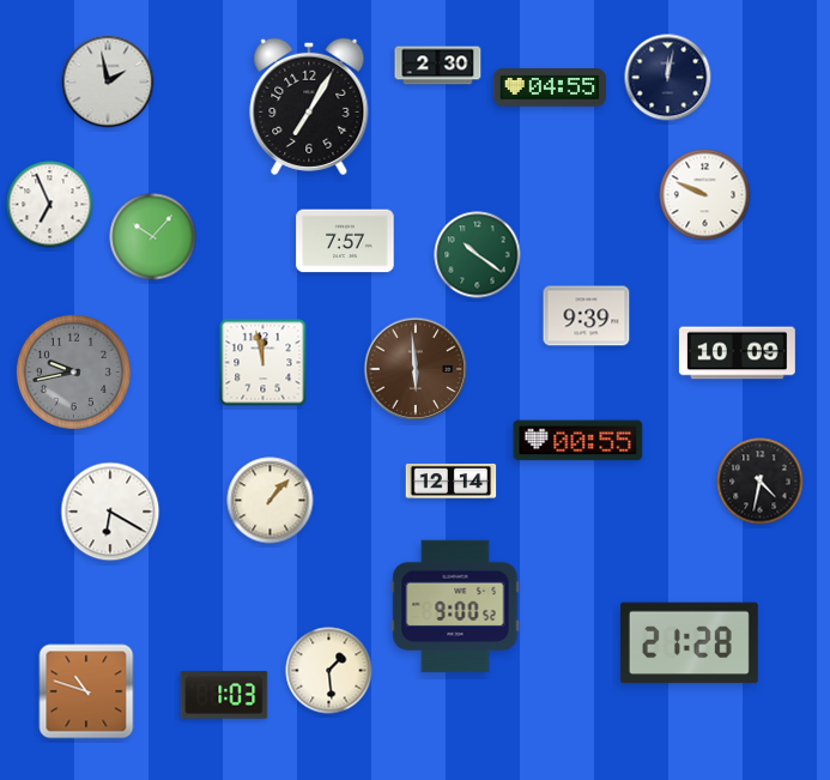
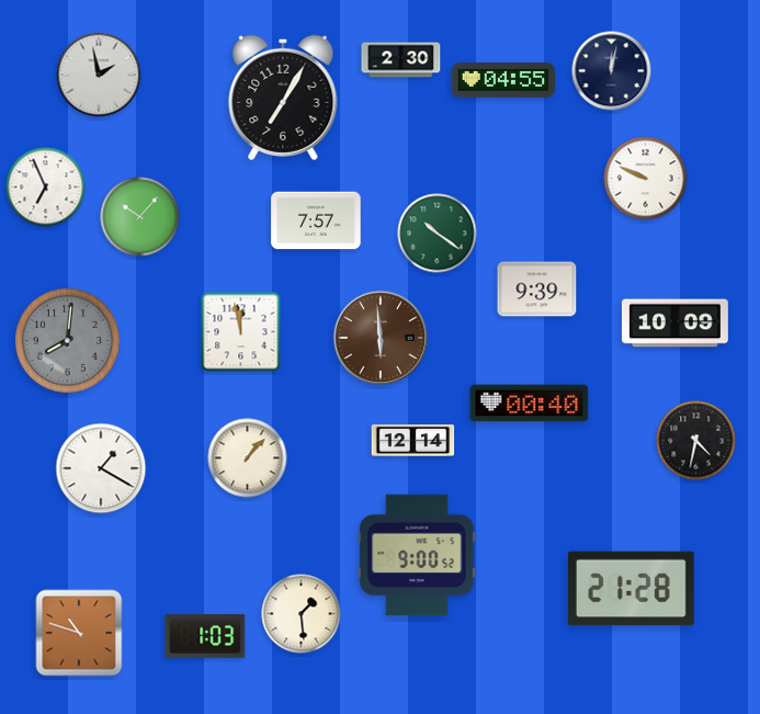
clock at (73, 371): 9:43 -> 8:01
clock at (578, 441): 00:55 -> 00:40
clock at (110, 512): 6:20 -> 1:20
